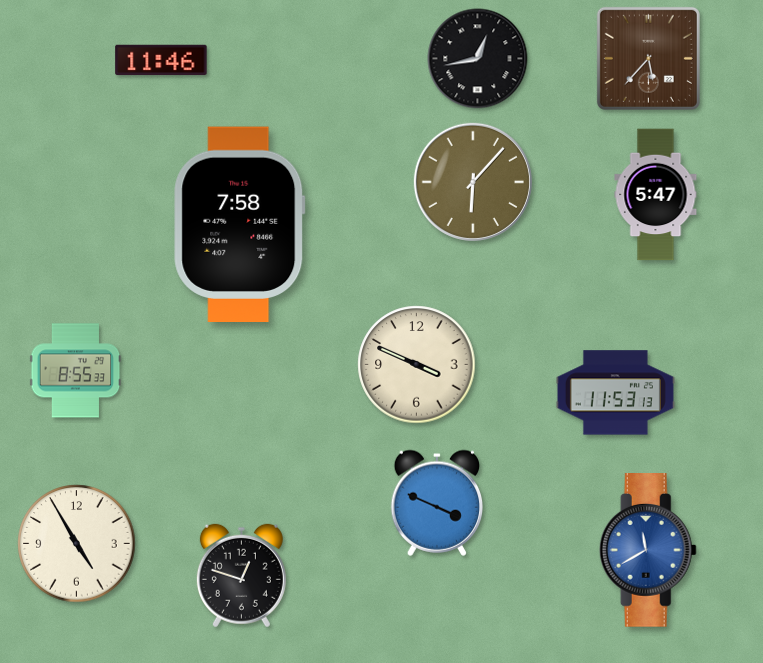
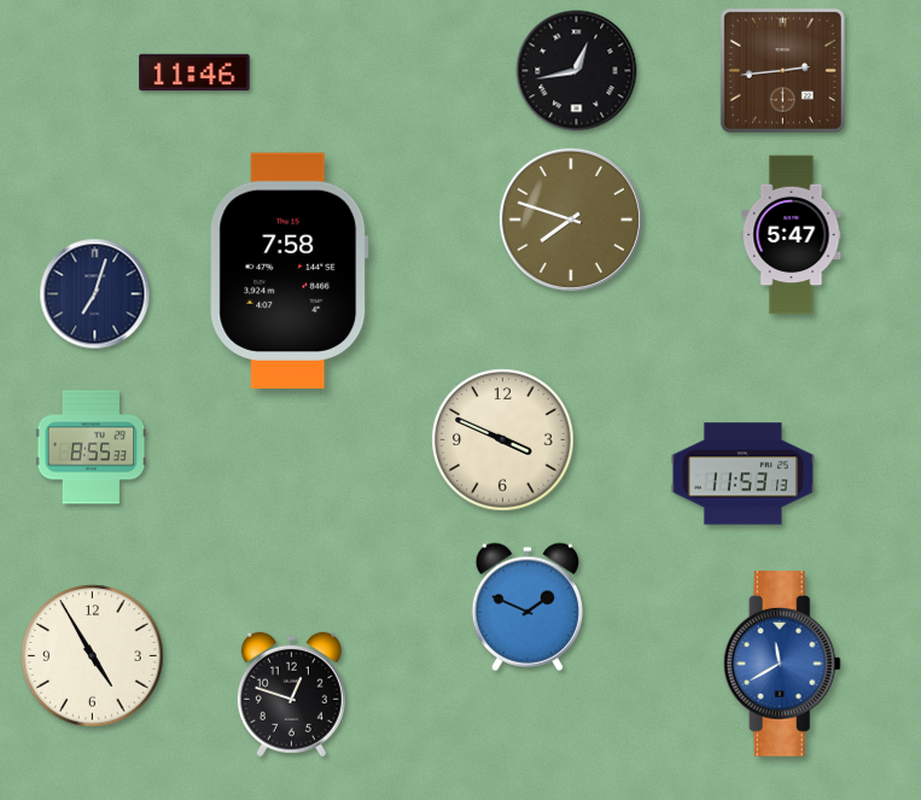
clock at (648, 58): 5:37 -> 2:44
clock at (473, 182): 6:07 -> 7:48
clock at (95, 294): none -> 7:03
clock at (436, 503): 3:49 -> 1:49
